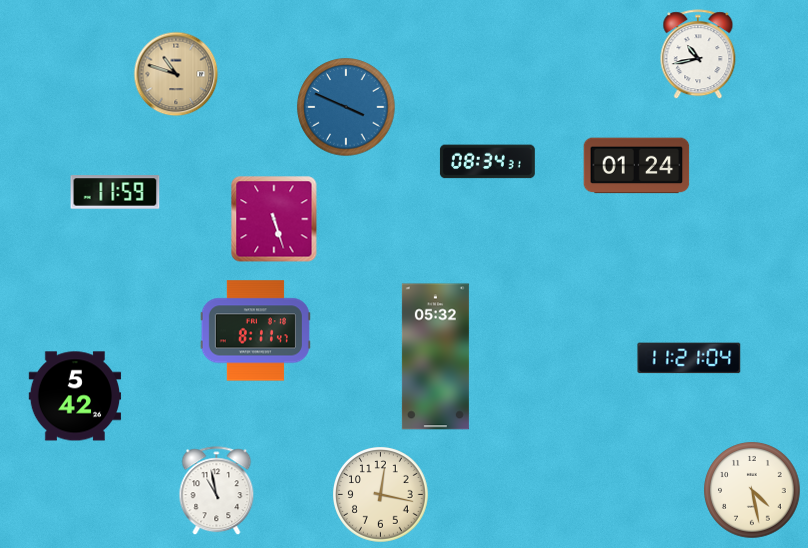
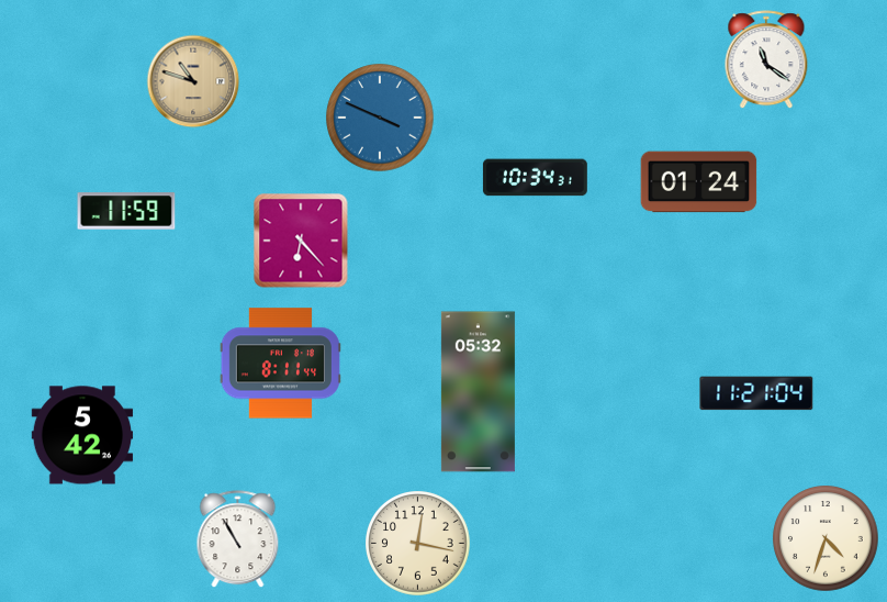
clock at (698, 55): 10:43 -> 11:21
clock at (487, 162): 08:34 -> 10:34
clock at (274, 219): 5:27 -> 6:23
clock at (255, 331): 8:11:47 -> 8:11:44
clock at (752, 490): 4:28 -> 4:33
clock at (217, 491): 10:58 -> 10:55
